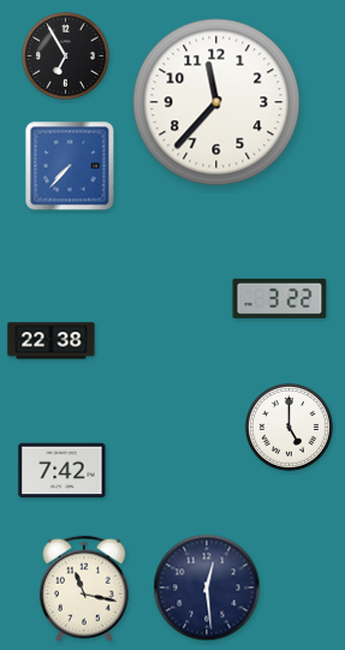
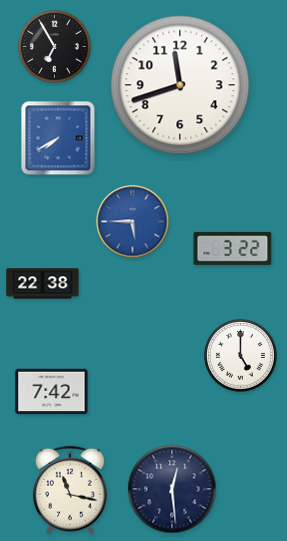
clock at (216, 102): 11:37 -> 11:42
clock at (70, 166): 7:37 -> 7:40
clock at (133, 222): none -> 5:45
